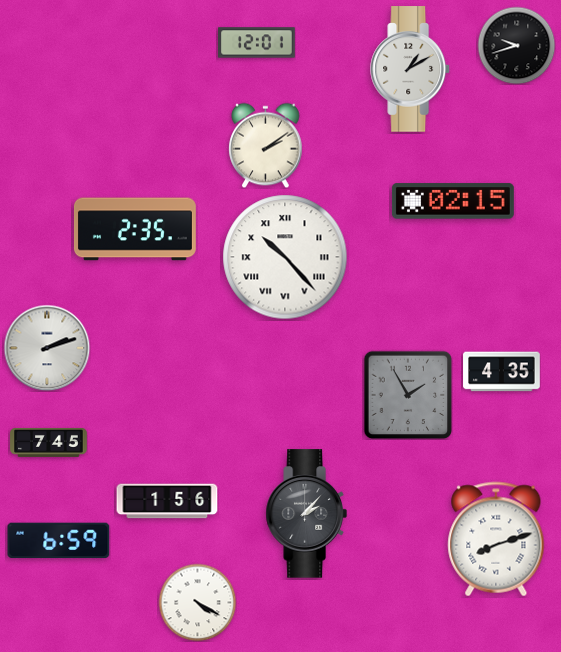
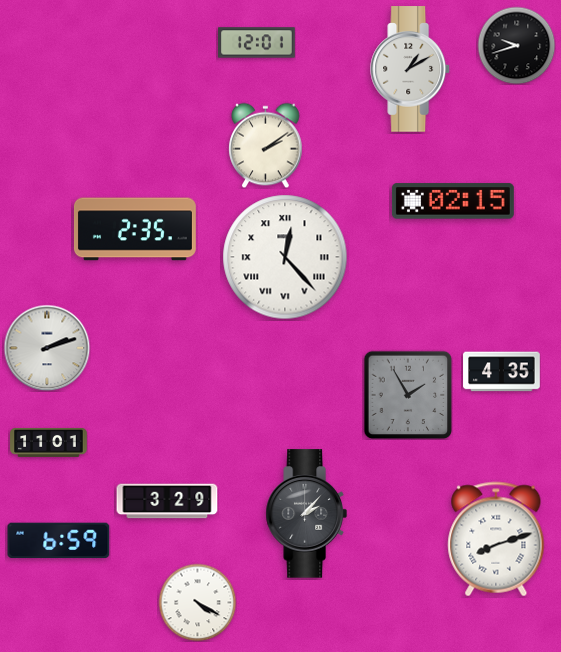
clock at (285, 257): 10:23 -> 12:23
clock at (49, 442): 7:45 -> 11:01
clock at (167, 501): 1:56 -> 3:29
